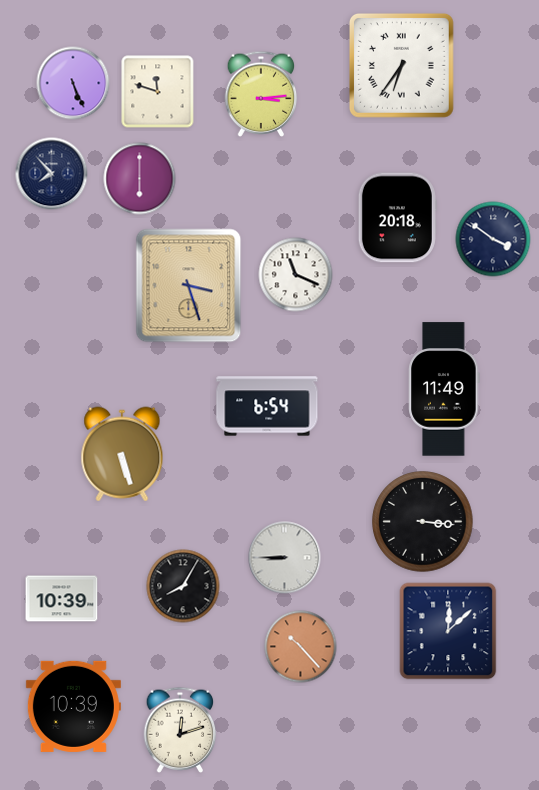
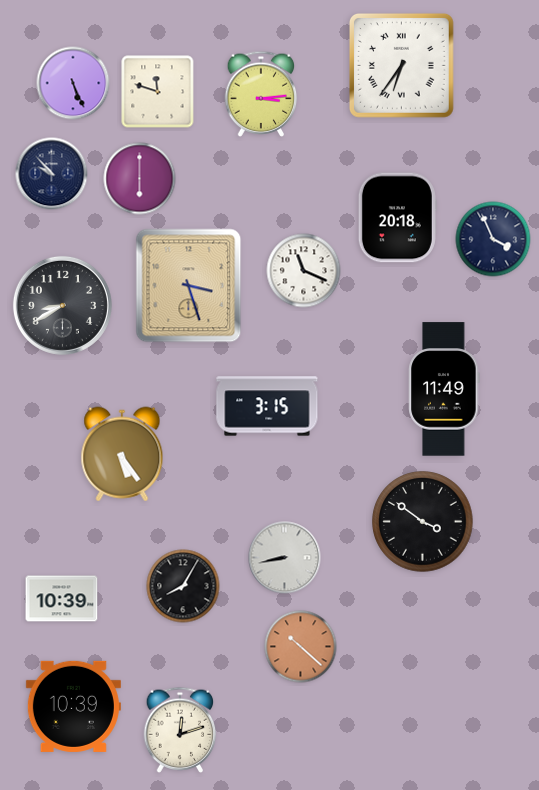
clock at (52, 174): 7:53 -> 9:53
clock at (493, 239): 3:51 -> 3:56
clock at (296, 275) position: (296, 275) -> (304, 271)
clock at (62, 305): none -> 8:40
clock at (267, 406): 6:54 -> 3:15
clock at (122, 454): 5:27 -> 5:24
clock at (423, 522): 3:16 -> 3:51
clock at (285, 558): 8:45 -> 8:43
clock at (448, 631): 12:08 -> none
clock at (301, 647): 10:23 -> 10:22
